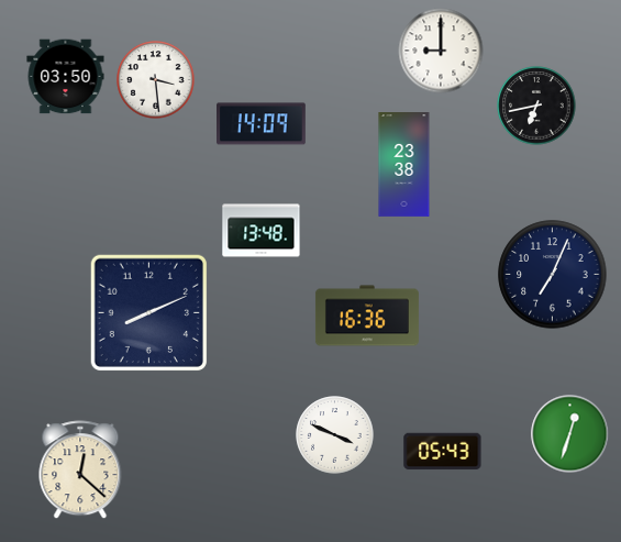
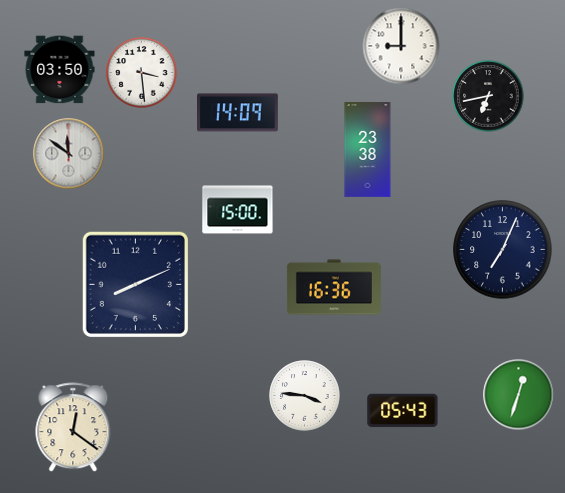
clock at (69, 154): none -> 11:51
clock at (262, 231): 13:48 -> 15:00
clock at (335, 435): 3:49 -> 3:46
clock at (80, 471): 12:22 -> 12:21
